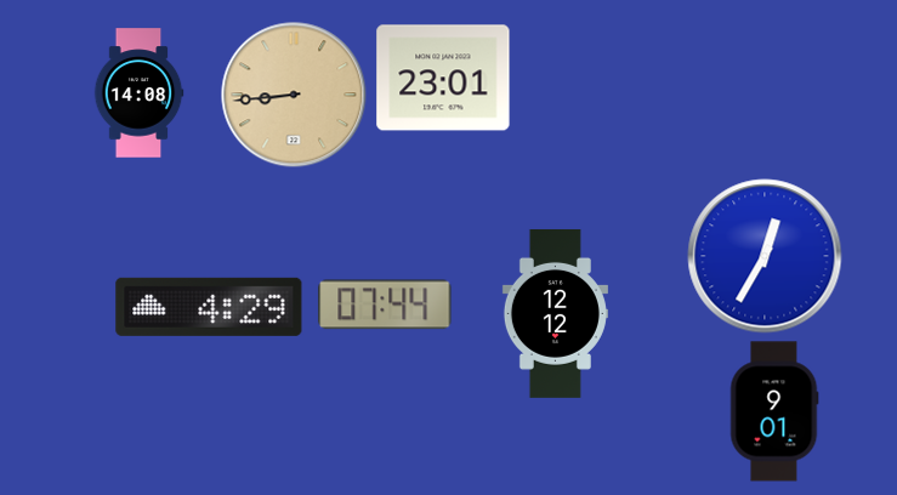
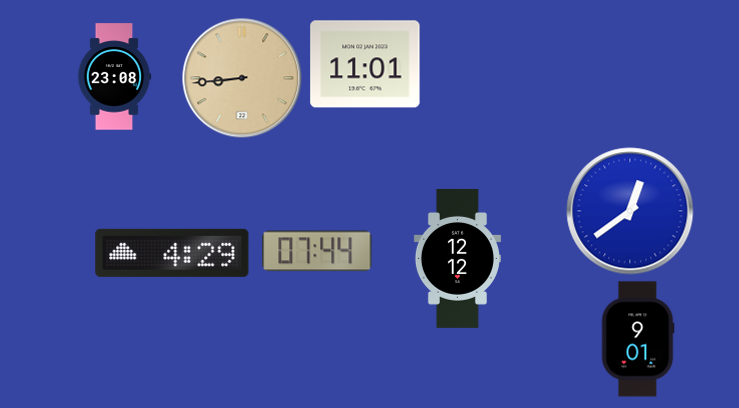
clock at (443, 78): 23:01 -> 11:01
clock at (138, 93): 14:08 -> 23:08
clock at (765, 256): 12:35 -> 12:39
